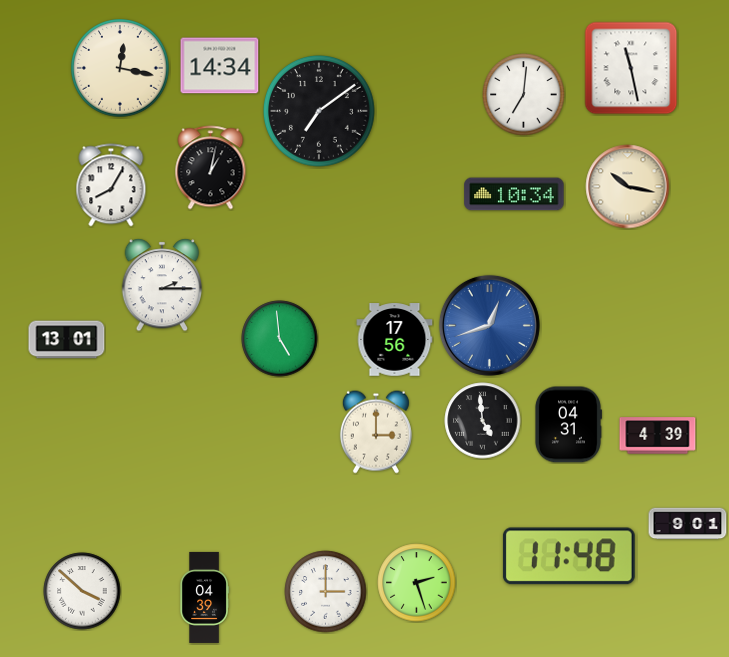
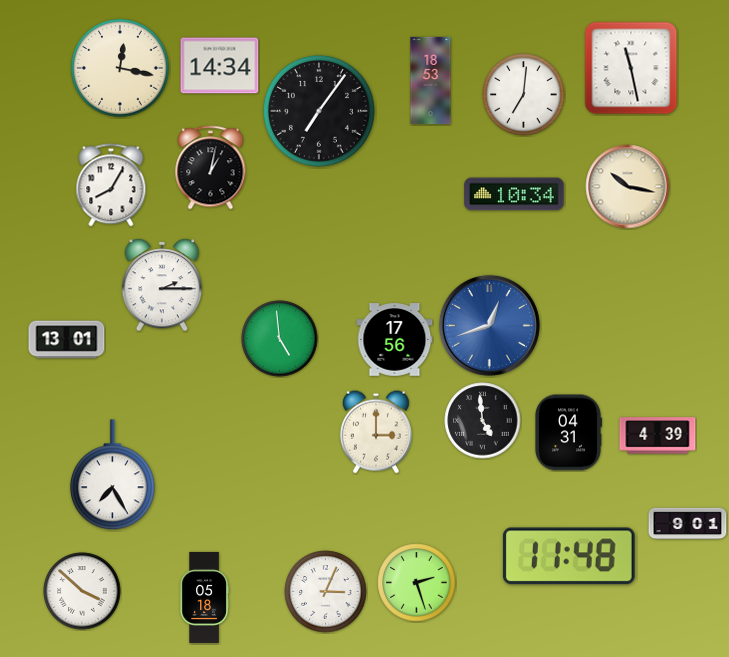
clock at (431, 81): none -> 18:53
clock at (319, 111): 7:09 -> 7:06
clock at (568, 425) position: (568, 425) -> (568, 433)
clock at (112, 475): none -> 7:25
clock at (326, 592): 3:00 -> 3:04
clock at (204, 597): 04:39 -> 05:18
